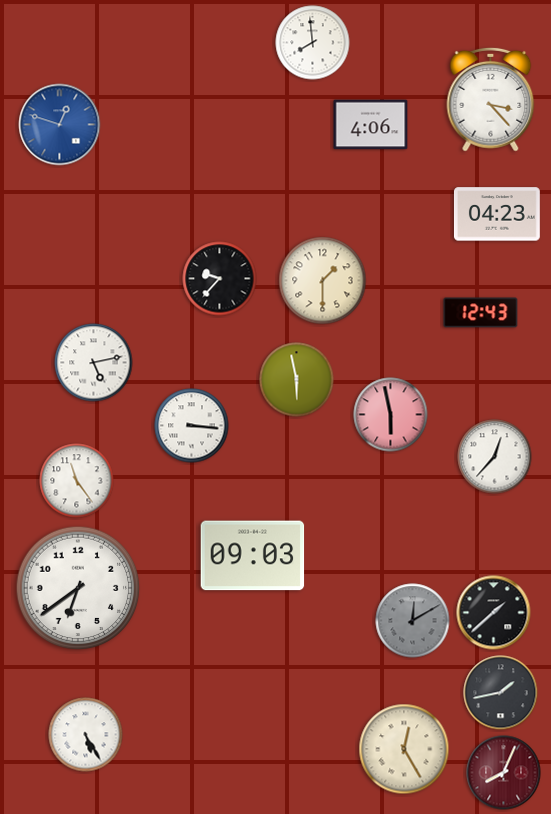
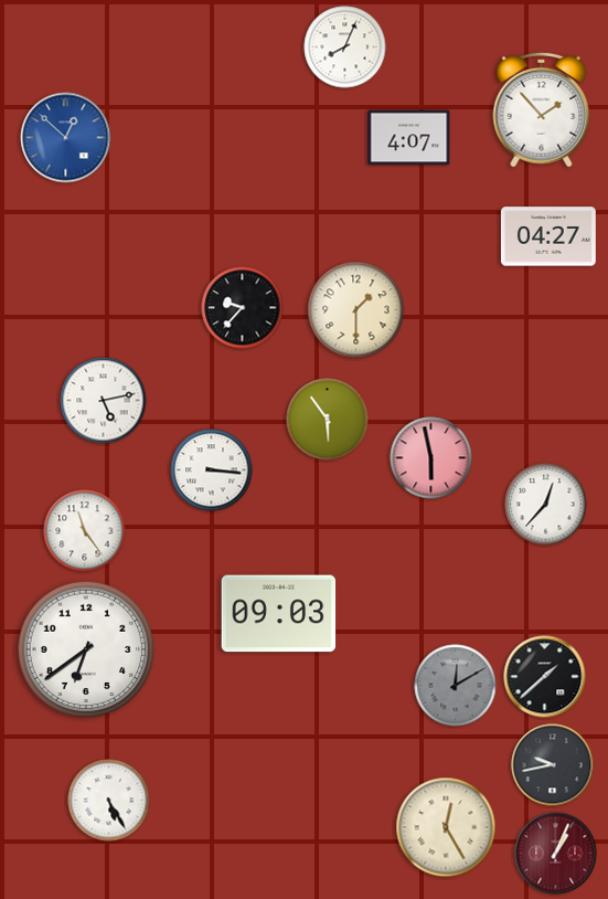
clock at (313, 43): 7:59 -> 8:04
clock at (491, 99): 3:23 -> 1:53
clock at (60, 125): 12:48 -> 12:52
clock at (371, 125): 4:06 -> 4:07
clock at (497, 214): 04:23 -> 04:27
clock at (481, 313): 12:43 -> none
clock at (297, 380): 5:58 -> 5:54
clock at (501, 693): 1:43 -> 9:43
clock at (86, 735) position: (86, 735) -> (109, 801)
clock at (504, 773): 8:04 -> 1:04
